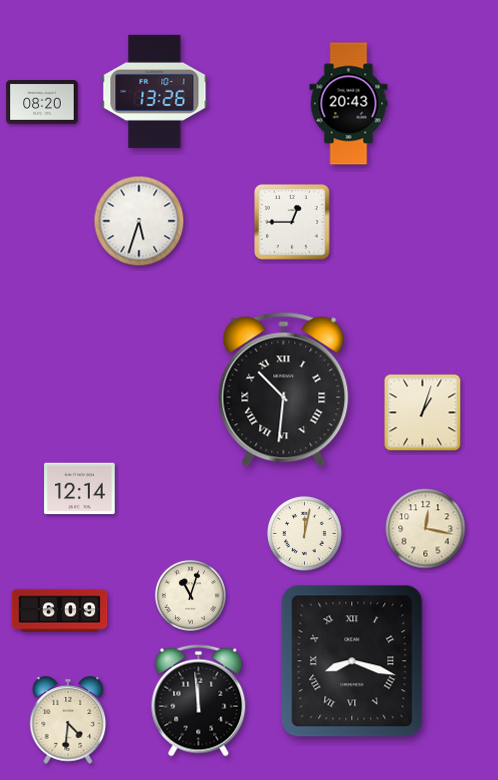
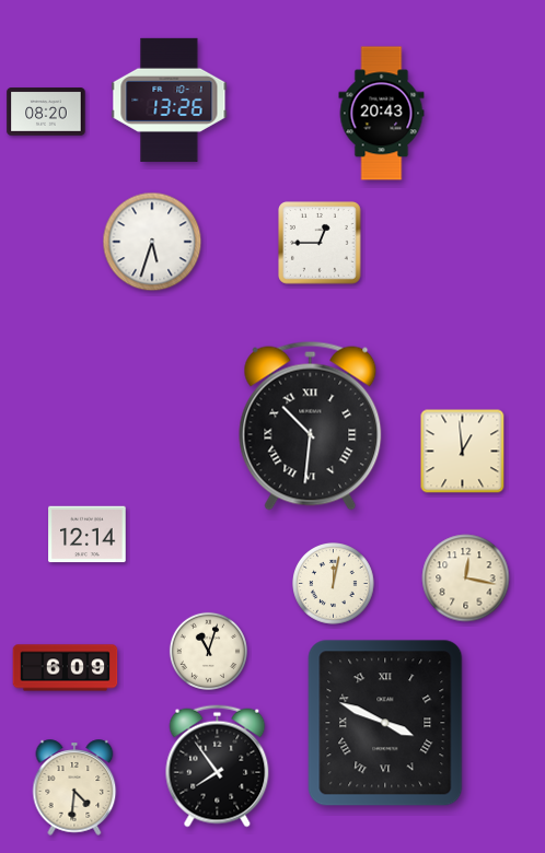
clock at (423, 413): 1:03 -> 12:59
clock at (352, 661): 8:18 -> 3:49
clock at (199, 701): 11:59 -> 7:54
